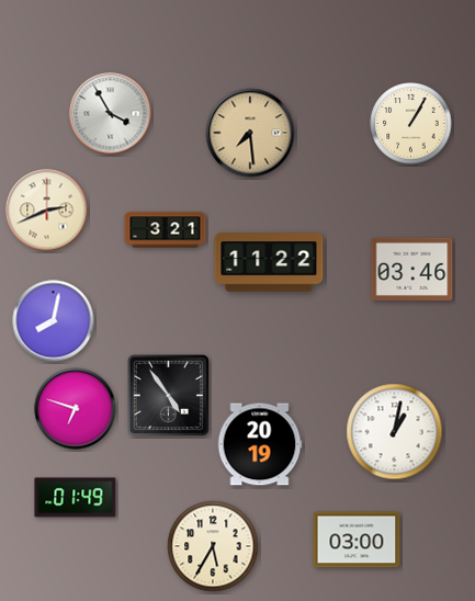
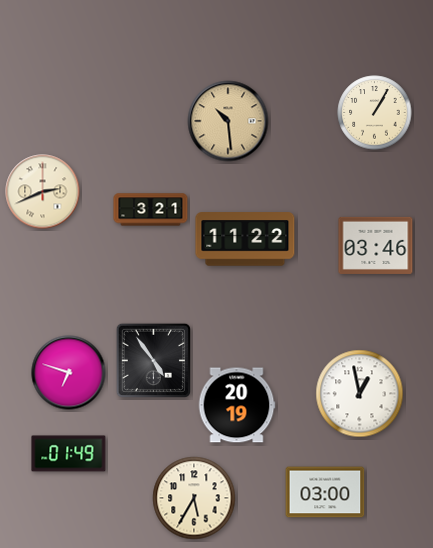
clock at (111, 114): 3:55 -> none
clock at (250, 133): 7:29 -> 10:29
clock at (54, 321): 8:02 -> none
clock at (395, 432): 1:02 -> 12:58
